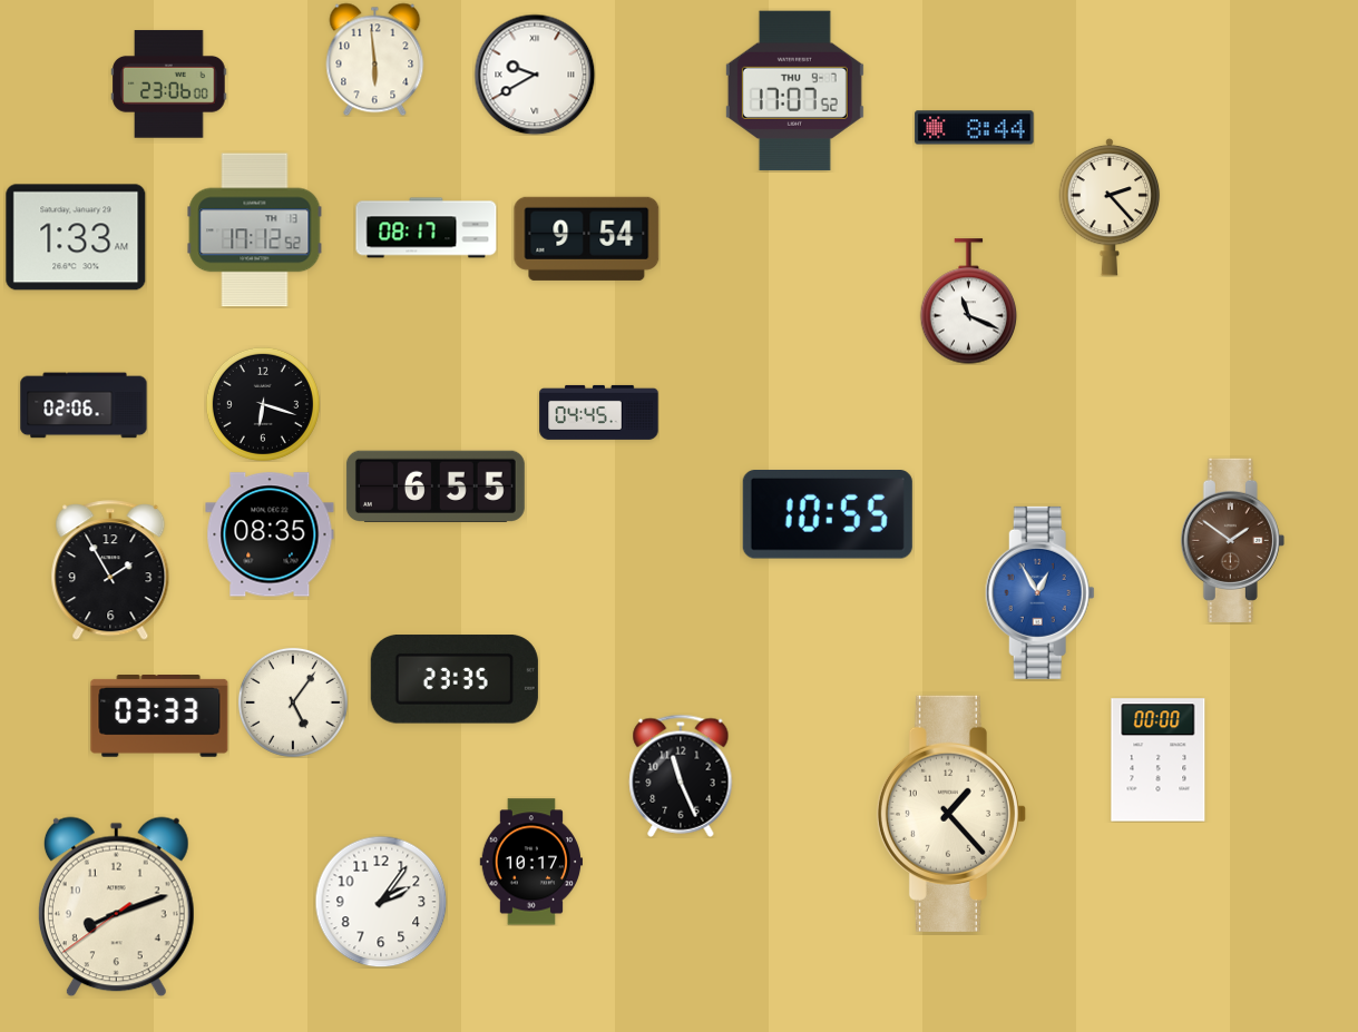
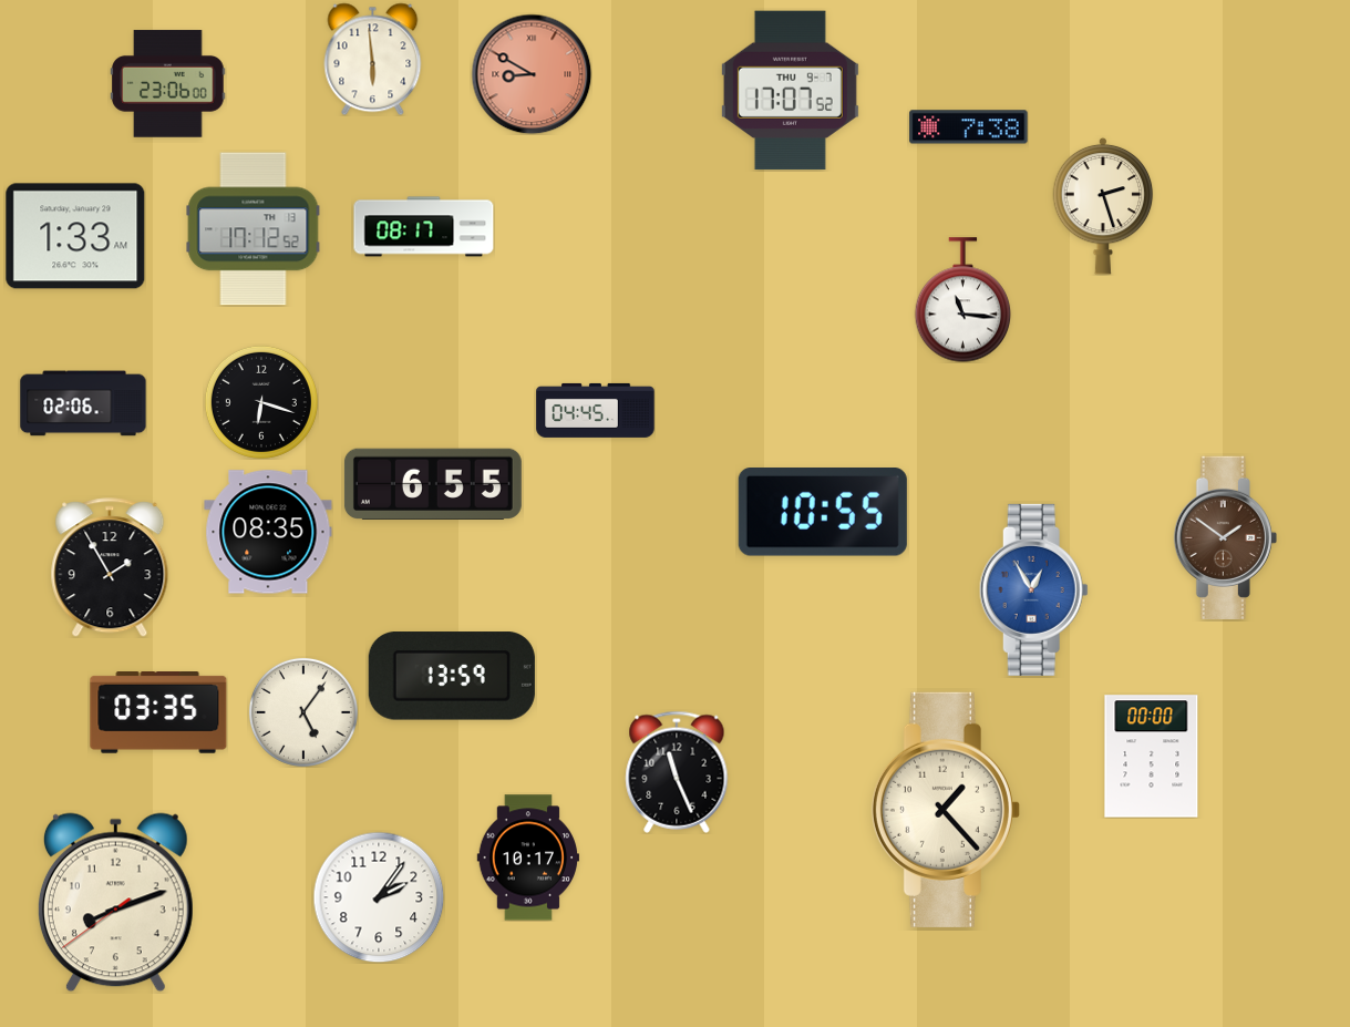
clock at (535, 75): 9:40 -> 8:50
clock at (535, 75) dial: white -> salmon
clock at (975, 128): 8:44 -> 7:38
clock at (1110, 207): 2:23 -> 2:27
clock at (587, 238): 9:54 -> none
clock at (969, 302): 11:19 -> 11:16
clock at (455, 679): 23:35 -> 13:59
clock at (293, 702) position: (293, 702) -> (303, 712)
clock at (159, 717): 03:33 -> 03:35
